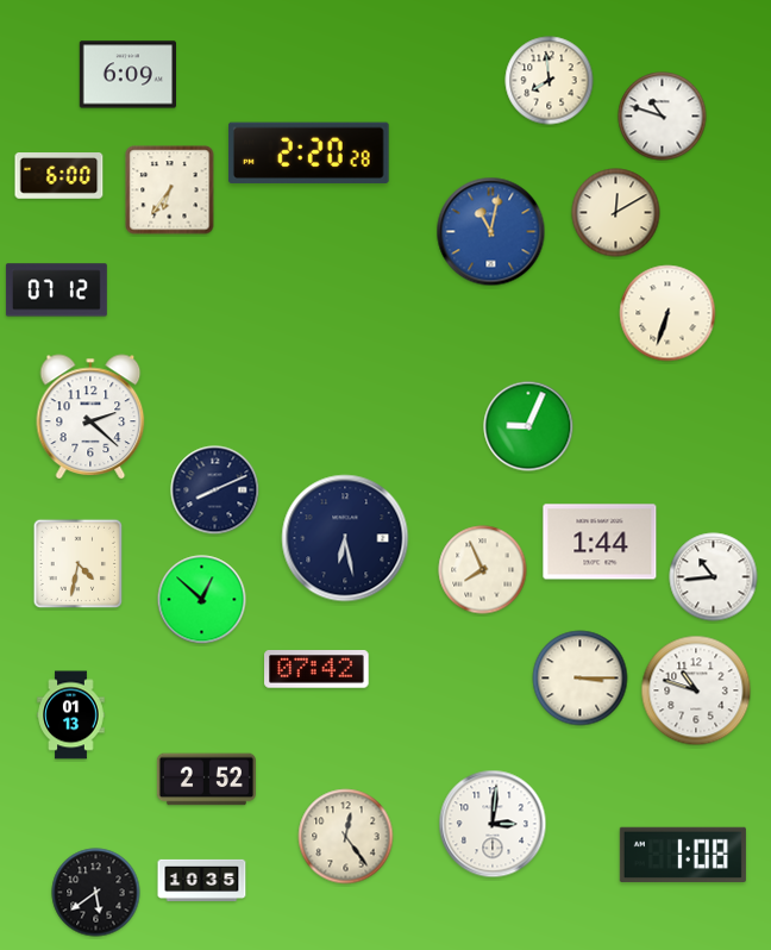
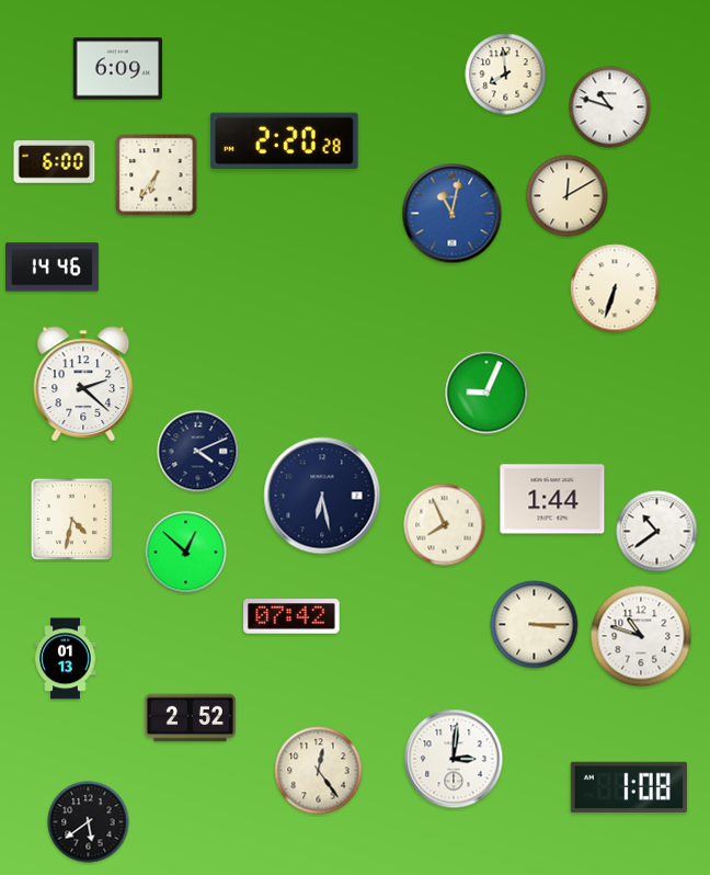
clock at (56, 290): 07:12 -> 14:46
clock at (215, 490): 8:11 -> 4:11
clock at (345, 538) position: (345, 538) -> (322, 496)
clock at (714, 577): 10:44 -> 10:39
clock at (202, 880): 10:35 -> none
